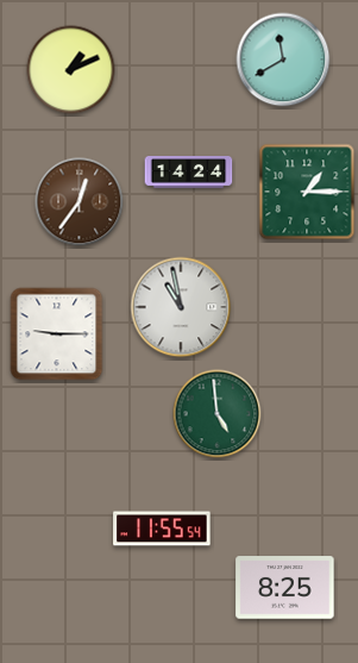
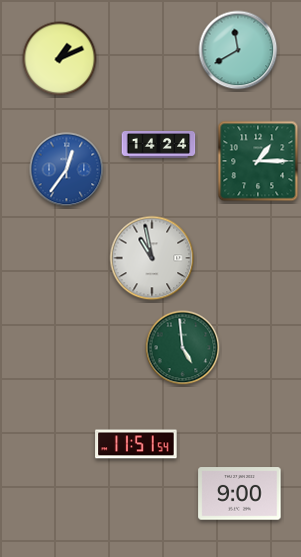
clock at (80, 202) dial: brown -> blue
clock at (57, 334): 9:15 -> none
clock at (162, 528): 11:55 -> 11:51
clock at (285, 588): 8:25 -> 9:00
